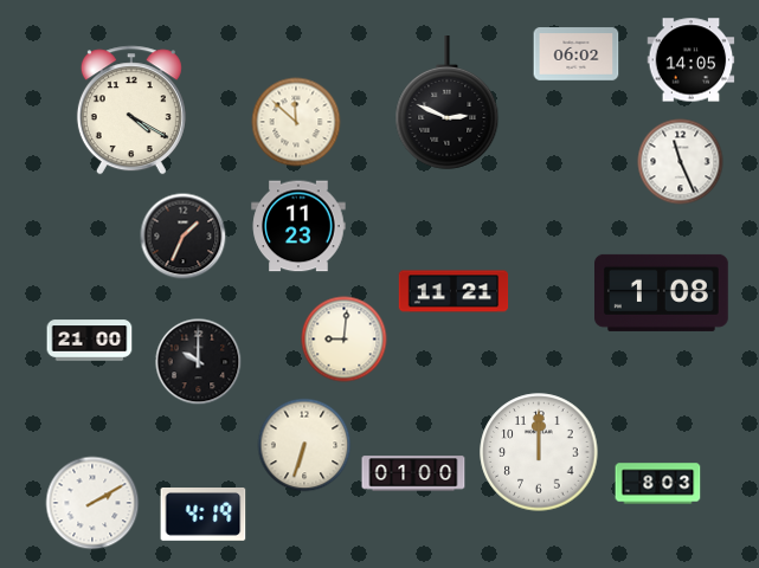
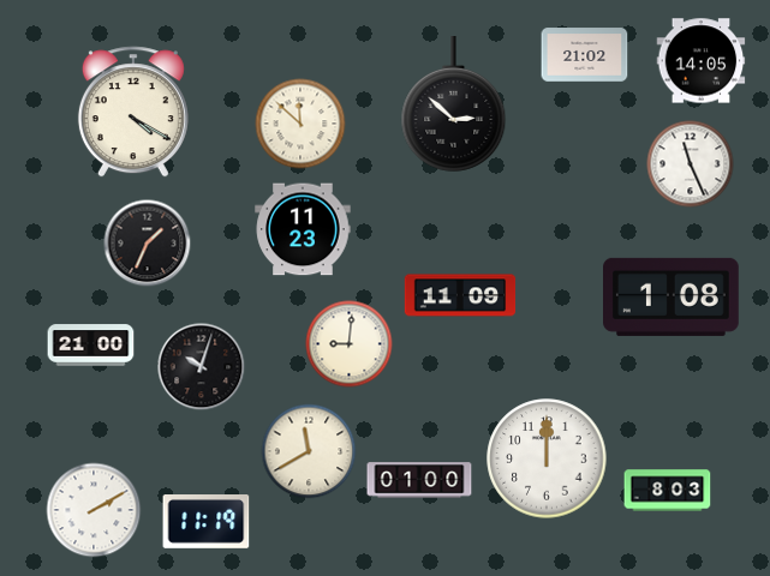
clock at (577, 54): 06:02 -> 21:02
clock at (448, 103): 2:49 -> 2:52
clock at (184, 237) position: (184, 237) -> (148, 244)
clock at (454, 291): 11:21 -> 11:09
clock at (199, 362): 10:00 -> 10:03
clock at (304, 445): 6:33 -> 11:40
clock at (204, 515): 4:19 -> 11:19
